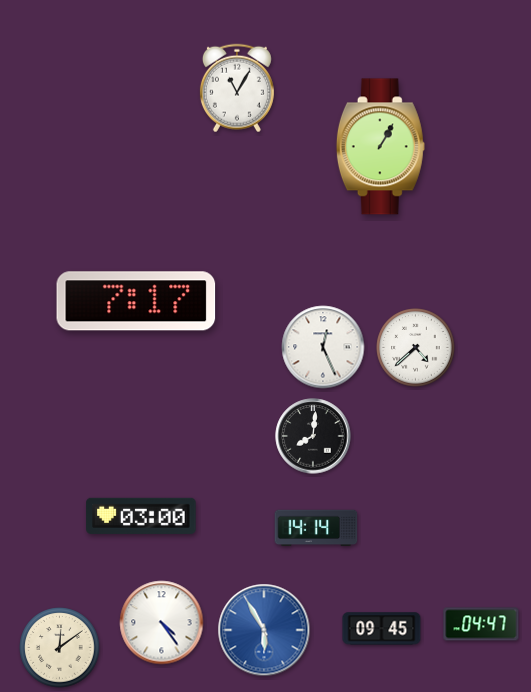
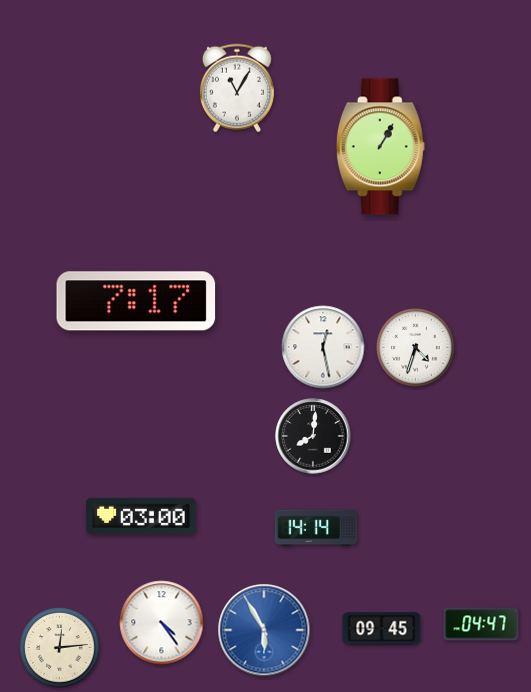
clock at (323, 347): 12:26 -> 12:28
clock at (416, 348): 4:38 -> 4:33
clock at (60, 648): 12:09 -> 12:14
